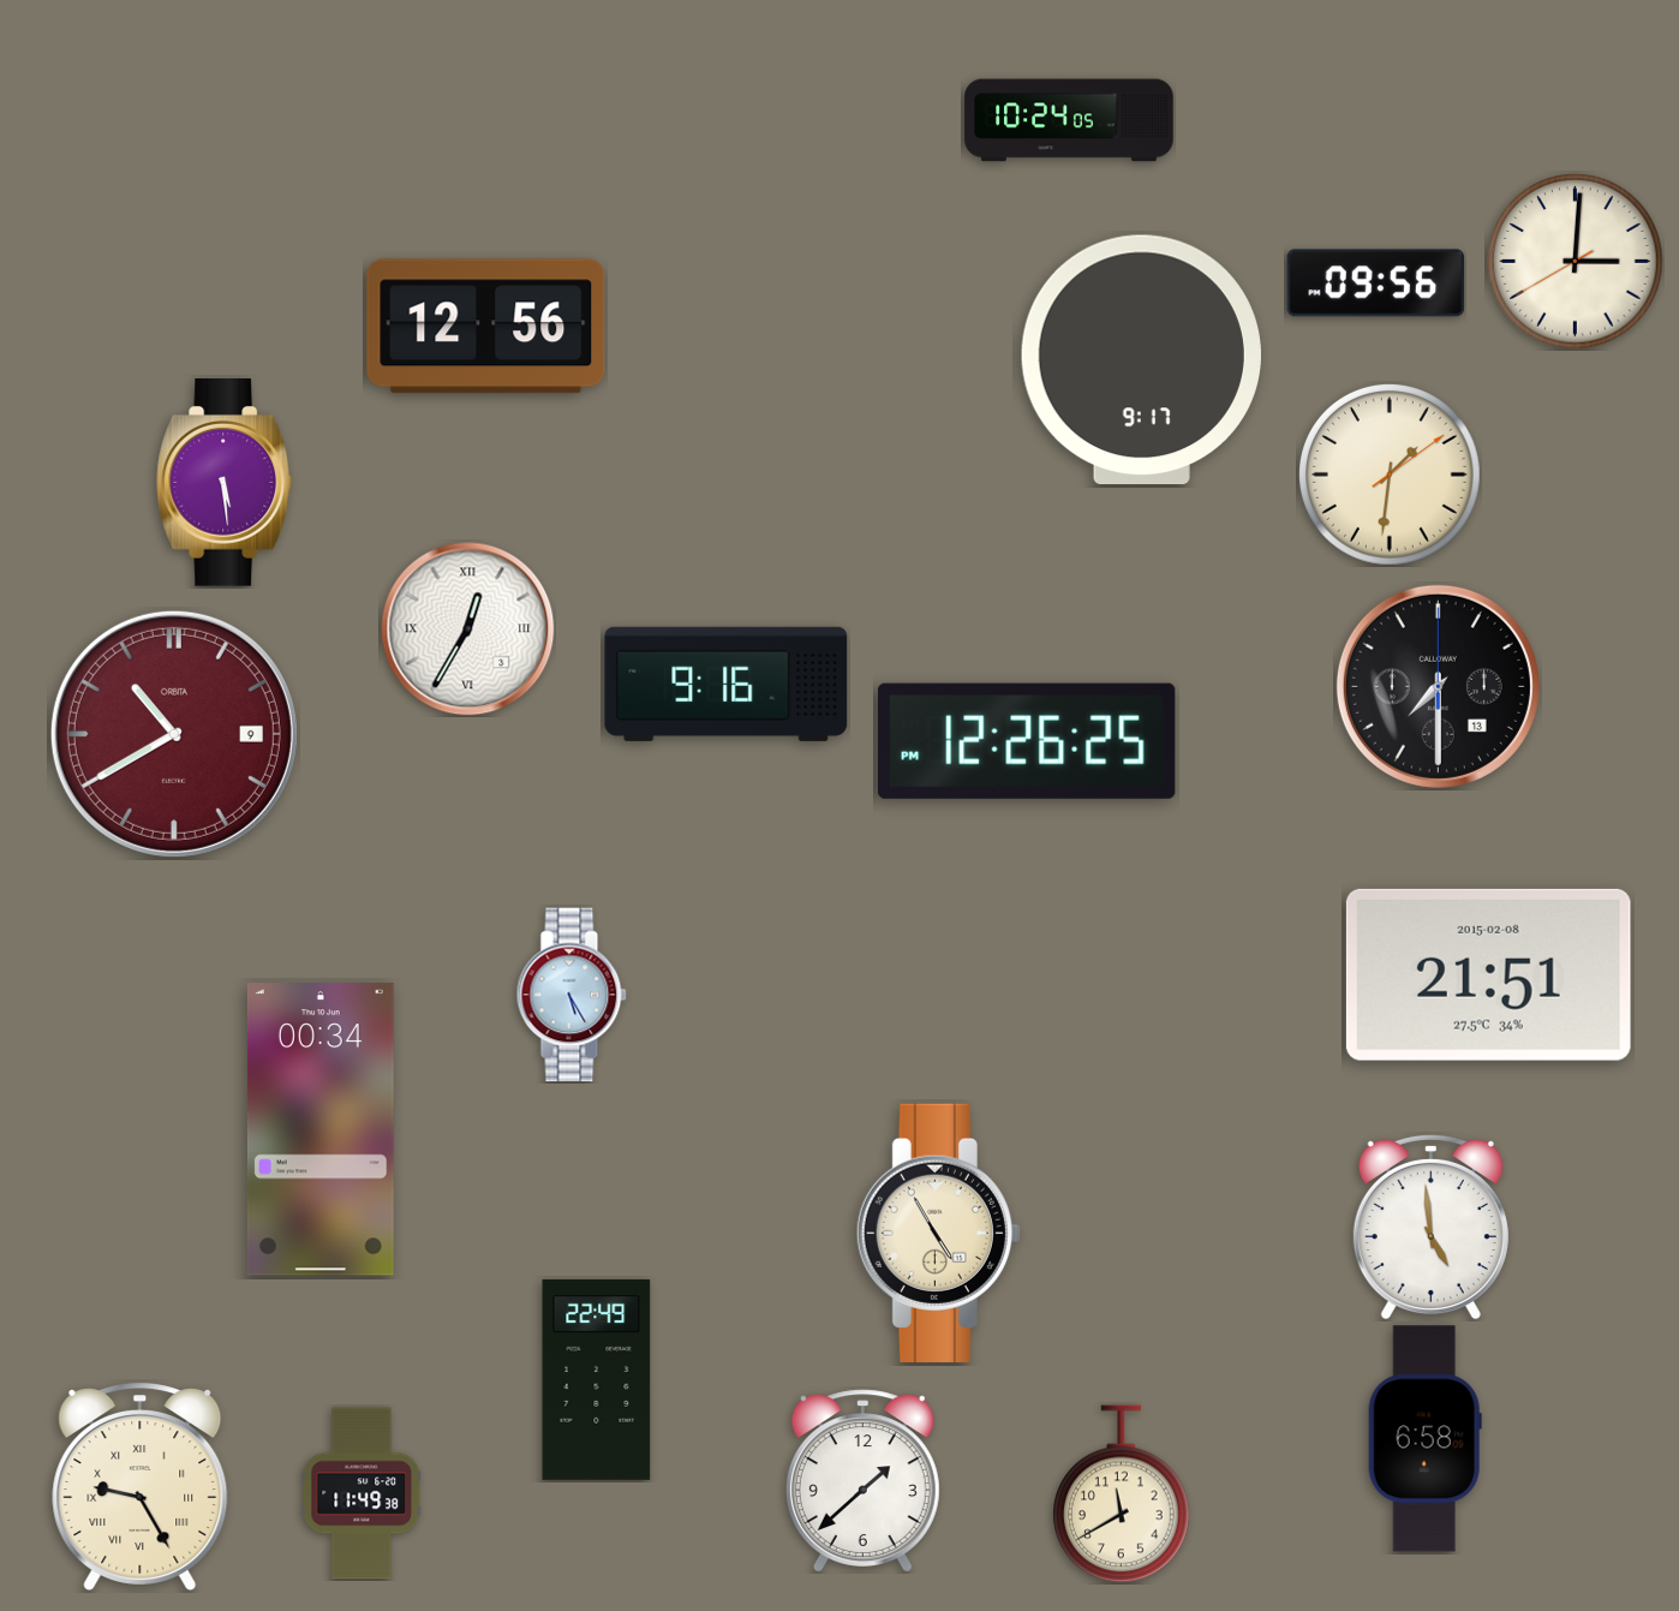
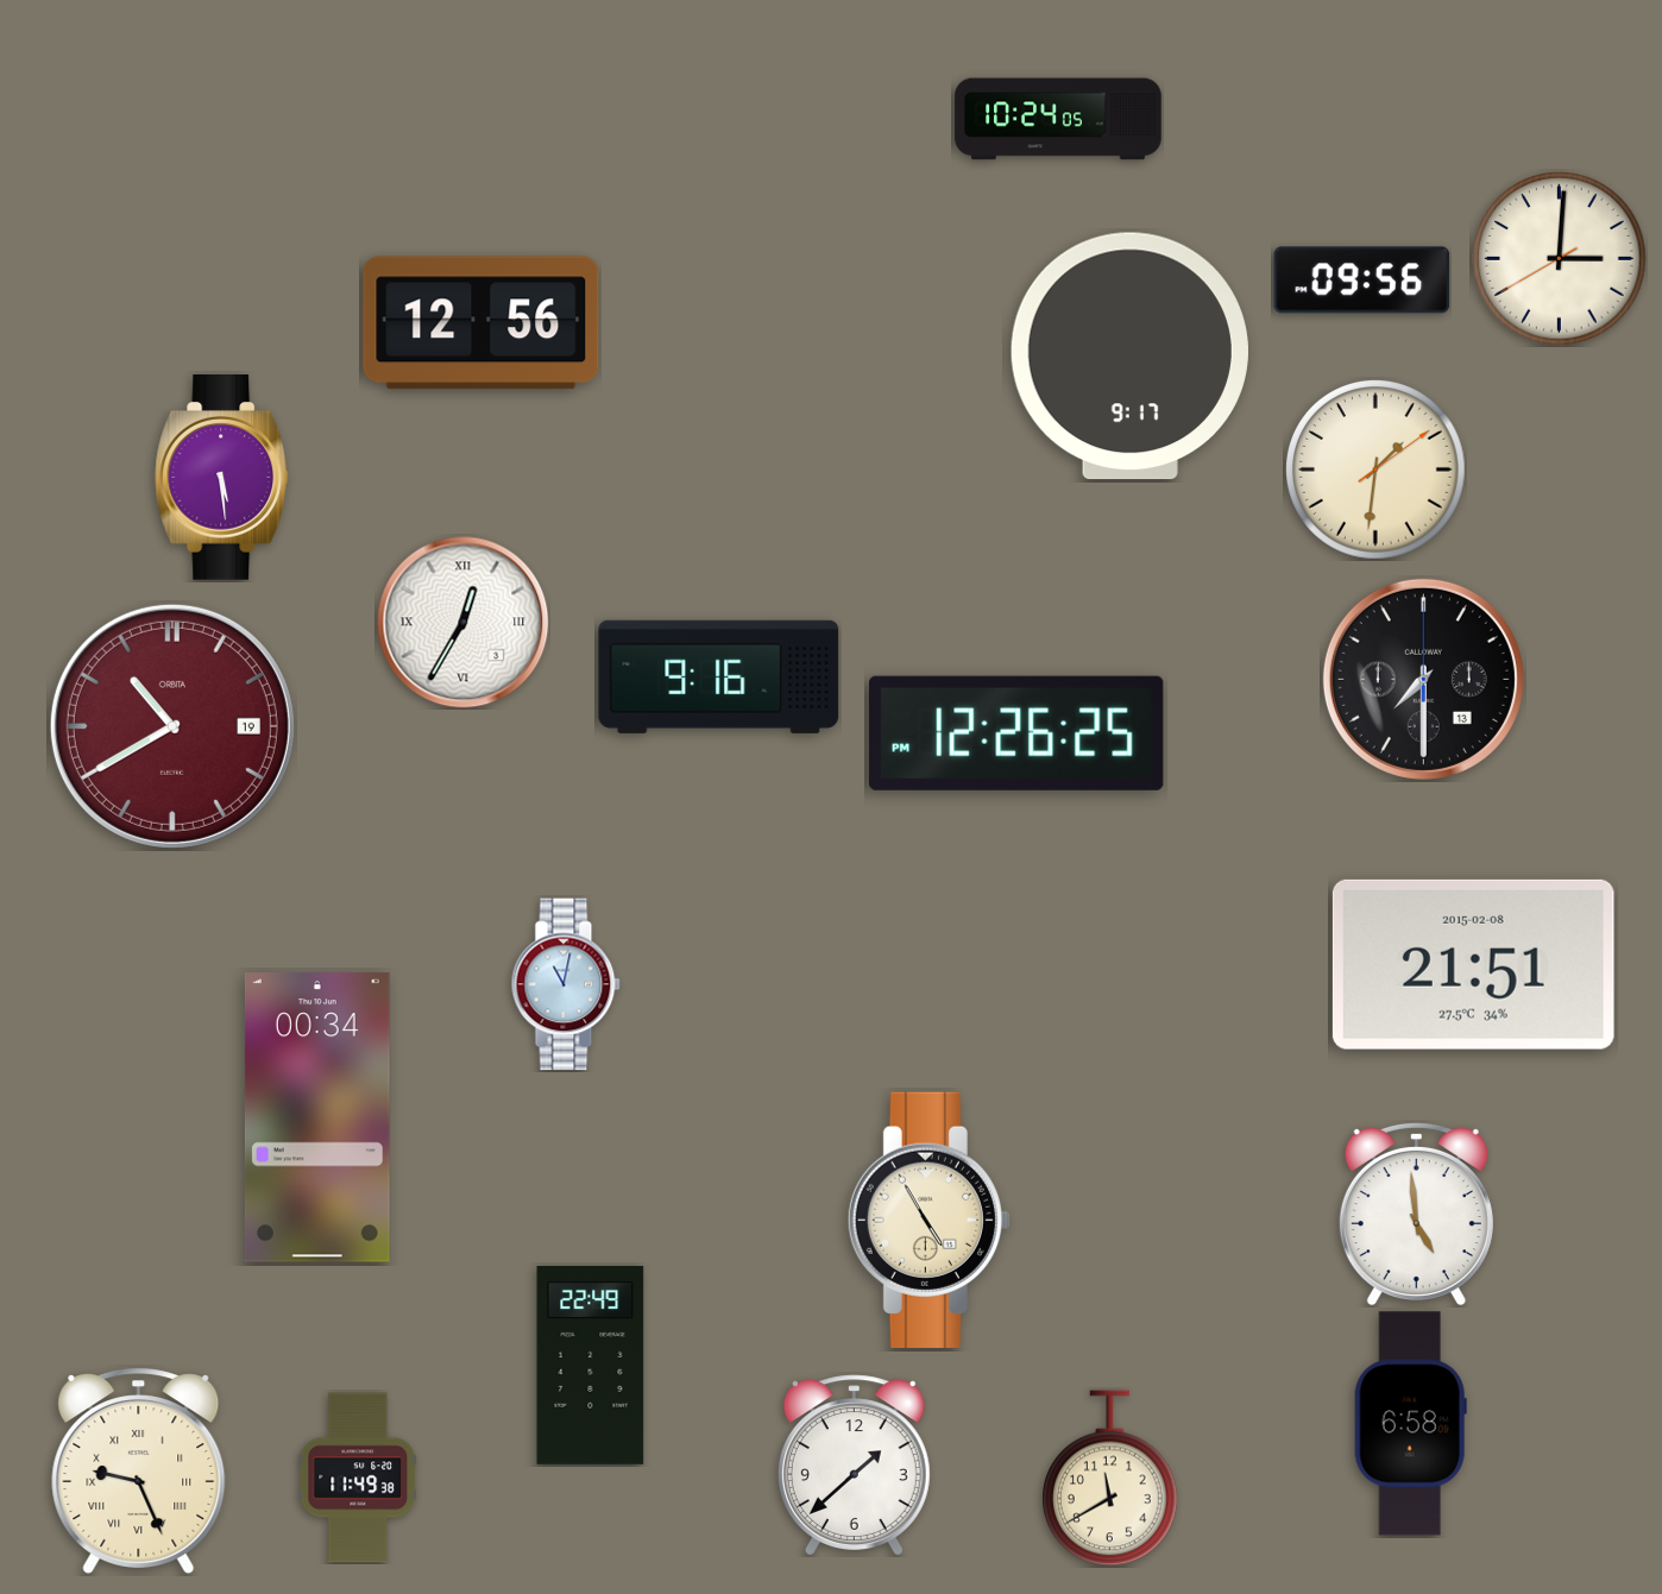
clock at (174, 734) date: 9 -> 19
clock at (572, 995): 5:25 -> 11:02
clock at (141, 1486): 9:25 -> 9:26
